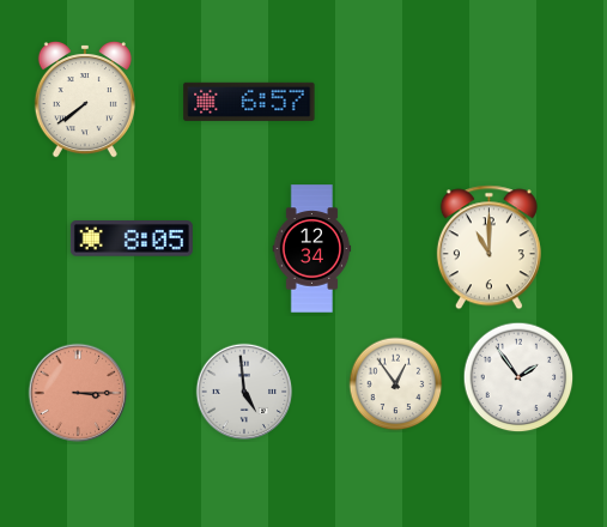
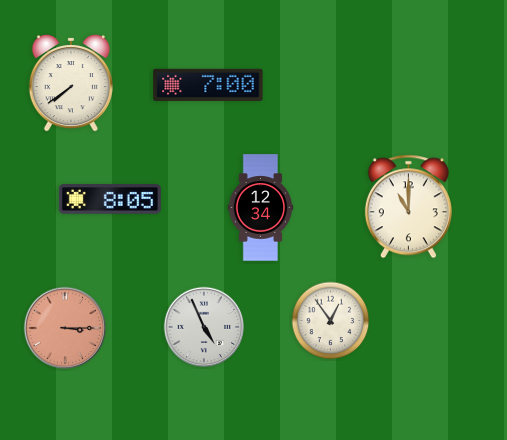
clock at (249, 102): 6:57 -> 7:00
clock at (518, 377): 1:54 -> none
clock at (244, 392): 4:59 -> 4:56
